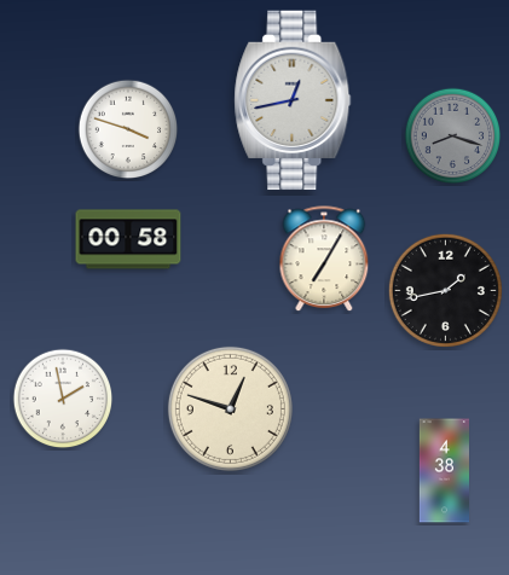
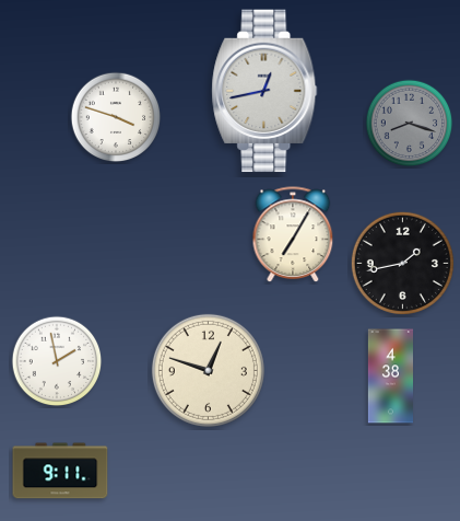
clock at (128, 239): 00:58 -> none
clock at (444, 471) position: (444, 471) -> (390, 377)
clock at (60, 471): none -> 9:11
